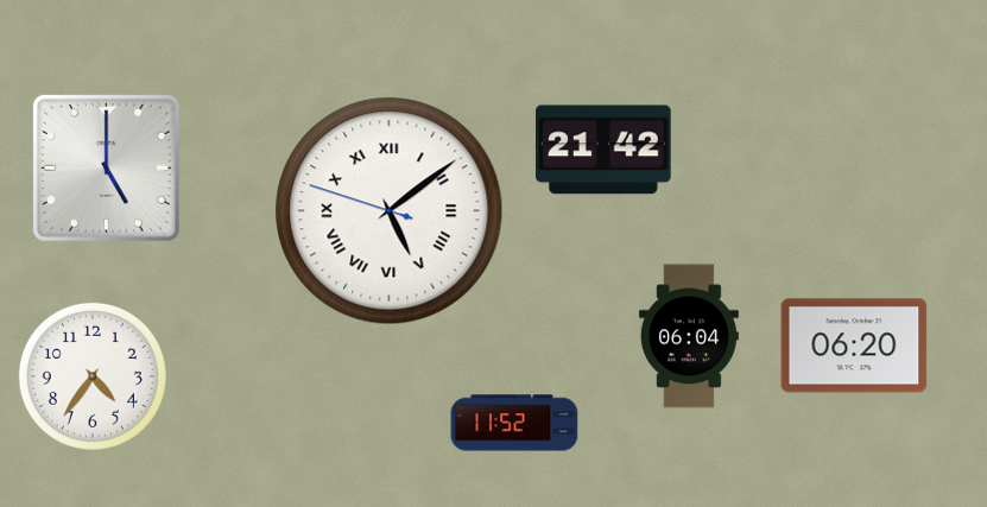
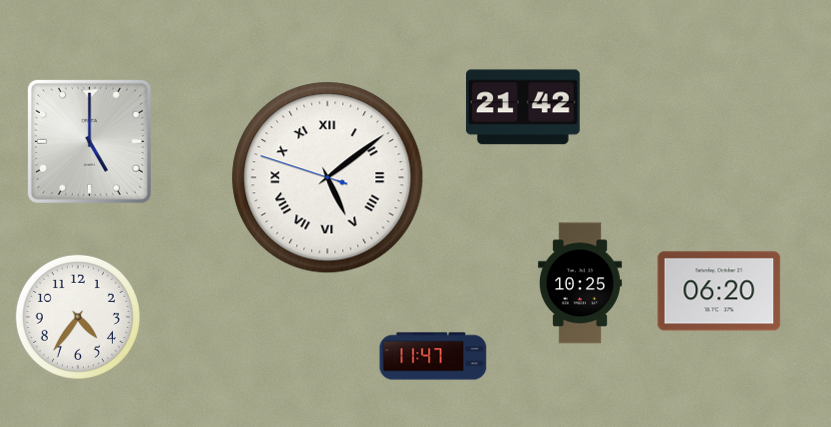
clock at (605, 150) position: (605, 150) -> (524, 107)
clock at (689, 336): 06:04 -> 10:25
clock at (514, 423): 11:52 -> 11:47
